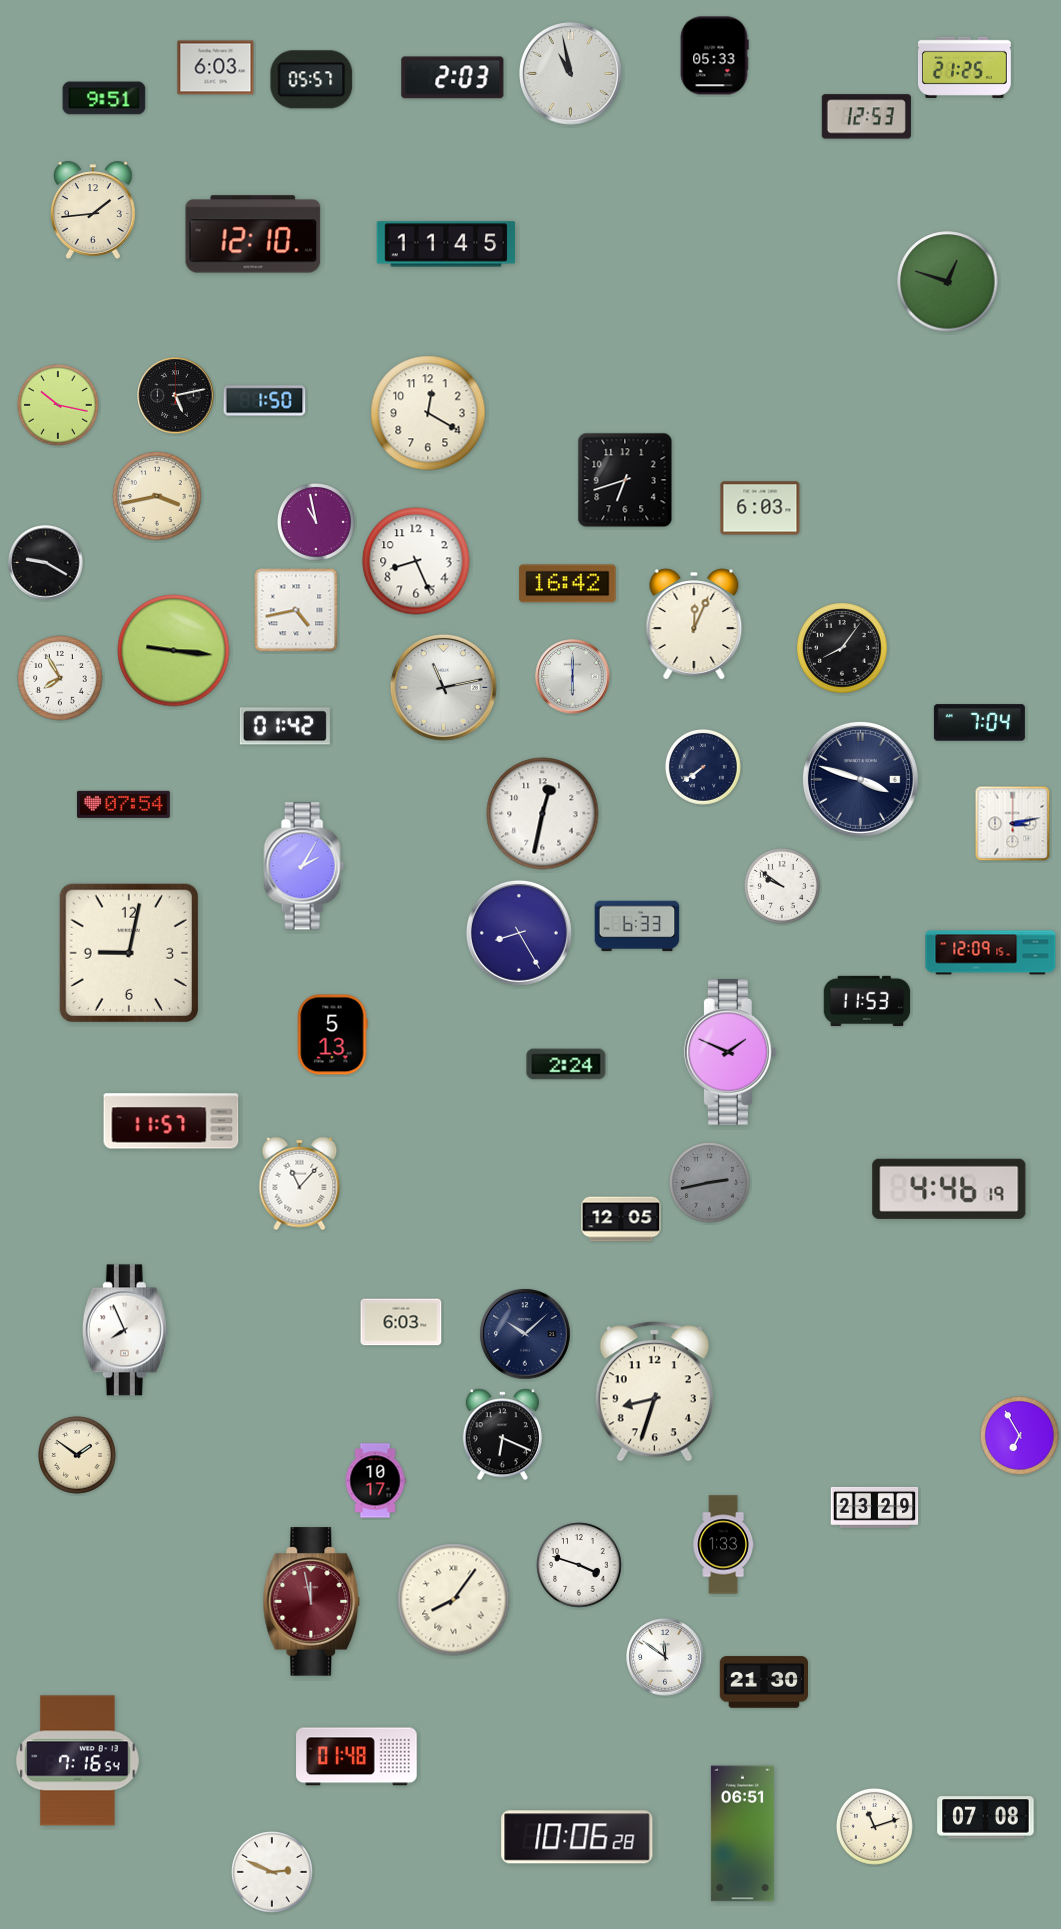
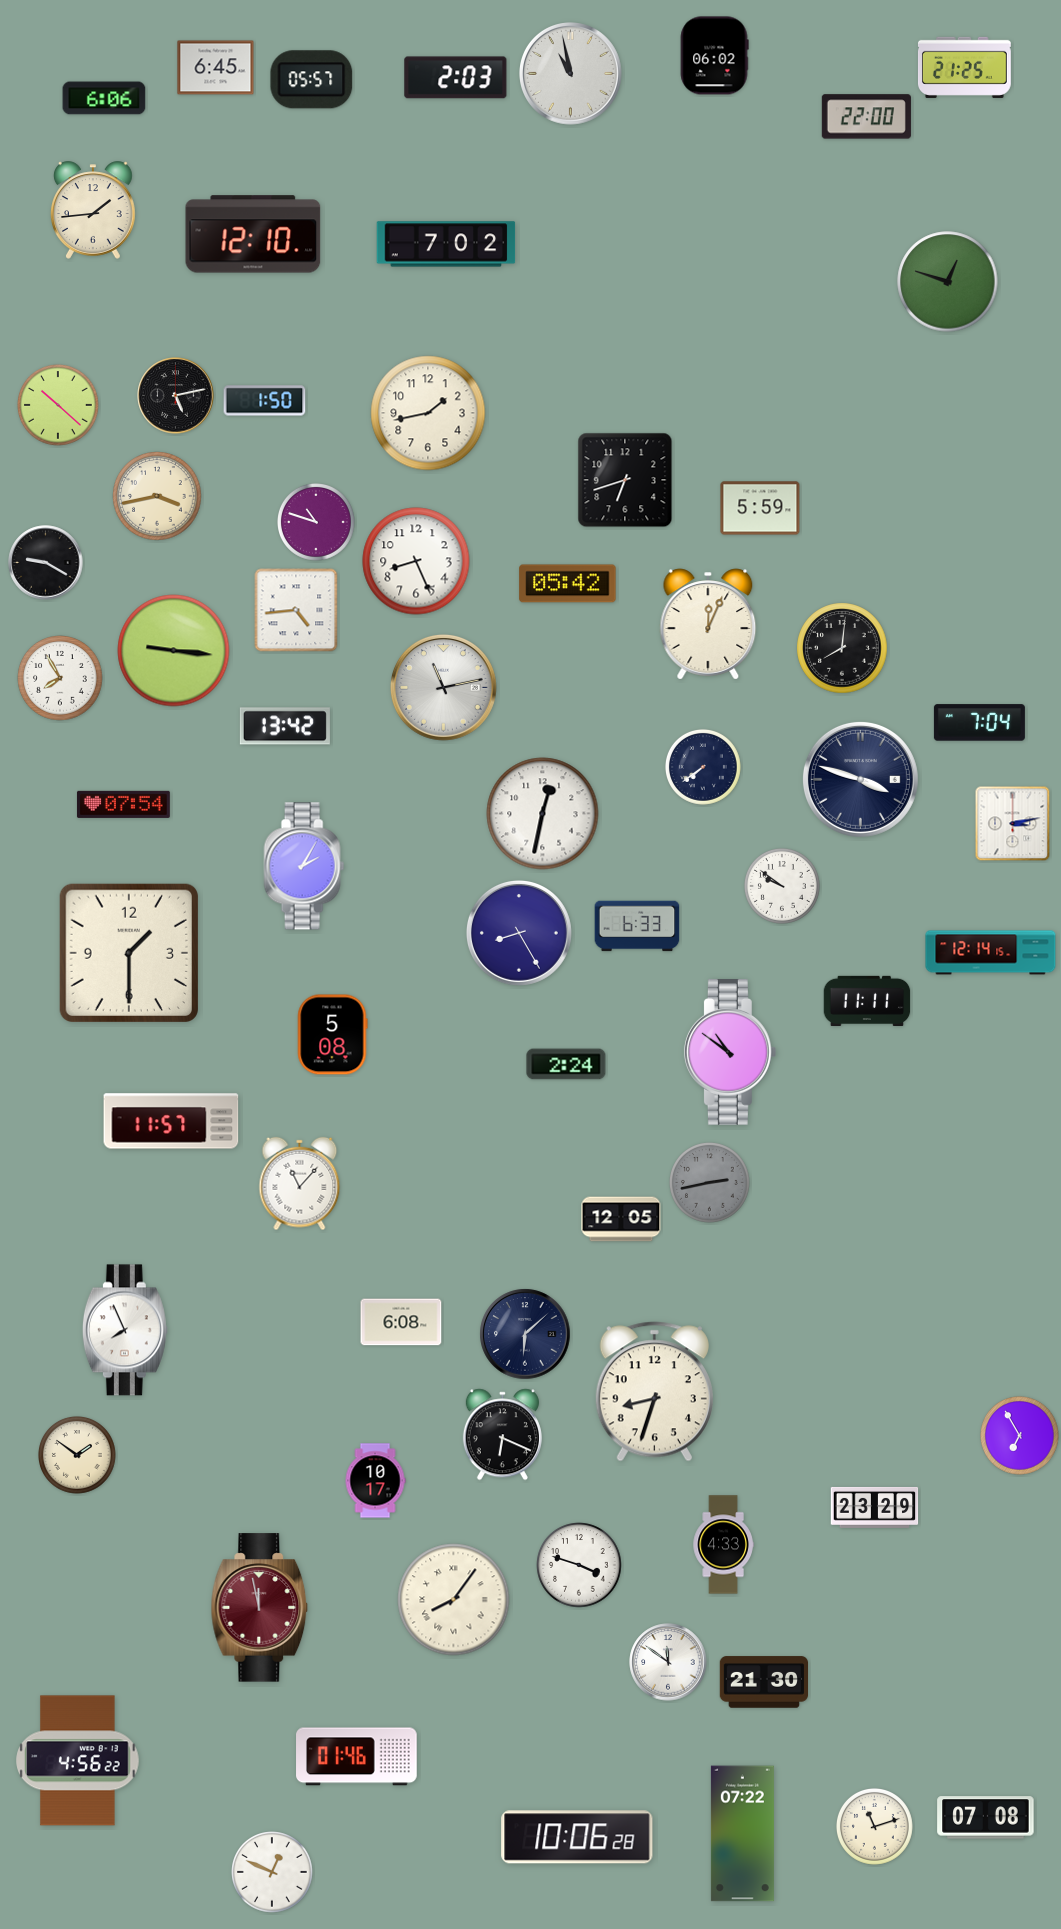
clock at (714, 56): 05:33 -> 06:02
clock at (216, 68): 6:03 -> 6:45
clock at (453, 78) position: (453, 78) -> (456, 78)
clock at (104, 98): 9:51 -> 6:06
clock at (866, 117): 12:53 -> 22:00
clock at (446, 244): 11:45 -> 7:02
clock at (59, 406): 10:17 -> 10:22
clock at (428, 413): 12:20 -> 1:43
clock at (760, 508): 6:03 -> 5:59
clock at (317, 523): 10:58 -> 10:48
clock at (568, 584): 16:42 -> 05:42
clock at (296, 610): 4:43 -> 4:44
clock at (694, 624) position: (694, 624) -> (708, 624)
clock at (842, 648): 8:06 -> 8:01
clock at (573, 677): 6:00 -> none
clock at (285, 726): 01:42 -> 13:42
clock at (128, 952): 9:02 -> 1:30
clock at (991, 953): 12:09 -> 12:14
clock at (867, 1000): 11:53 -> 11:11
clock at (333, 1035): 5:13 -> 5:08
clock at (730, 1052): 1:49 -> 10:51
clock at (949, 1189): 4:46 -> none
clock at (401, 1322): 6:03 -> 6:08
clock at (525, 1334): 10:08 -> 6:08
clock at (723, 1545): 1:33 -> 4:33
clock at (312, 1602) position: (312, 1602) -> (260, 1608)
clock at (665, 1657) position: (665, 1657) -> (668, 1662)
clock at (357, 1757): 01:48 -> 01:46
clock at (78, 1761): 7:16 -> 4:56
clock at (742, 1834): 06:51 -> 07:22
clock at (273, 1873): 2:49 -> 12:49
